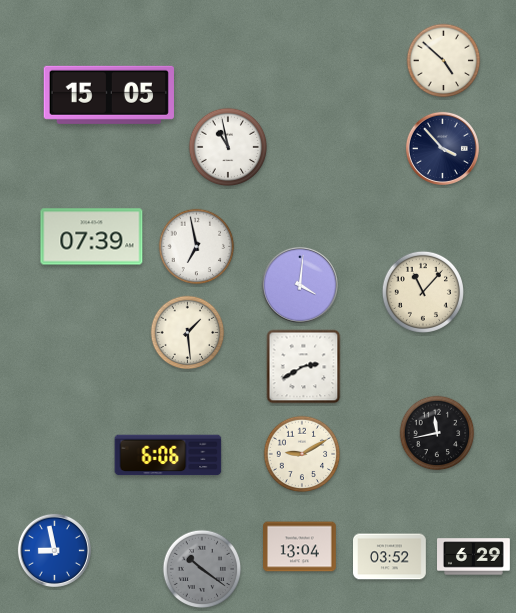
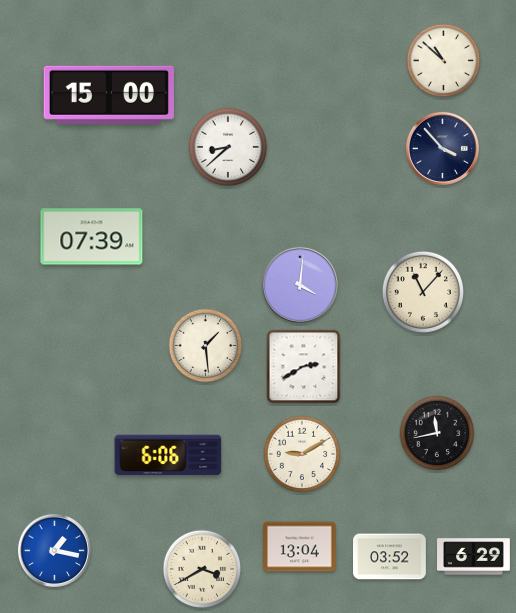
clock at (444, 61): 4:52 -> 10:52
clock at (109, 95): 15:05 -> 15:00
clock at (228, 147): 10:58 -> 8:38
clock at (197, 247): 6:58 -> none
clock at (188, 333) position: (188, 333) -> (206, 346)
clock at (54, 550): 8:58 -> 1:17
clock at (202, 569): 10:21 -> 3:40
clock at (202, 569) dial: grey -> cream
